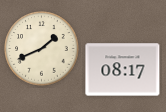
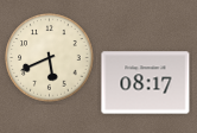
clock at (42, 49): 1:41 -> 5:41
